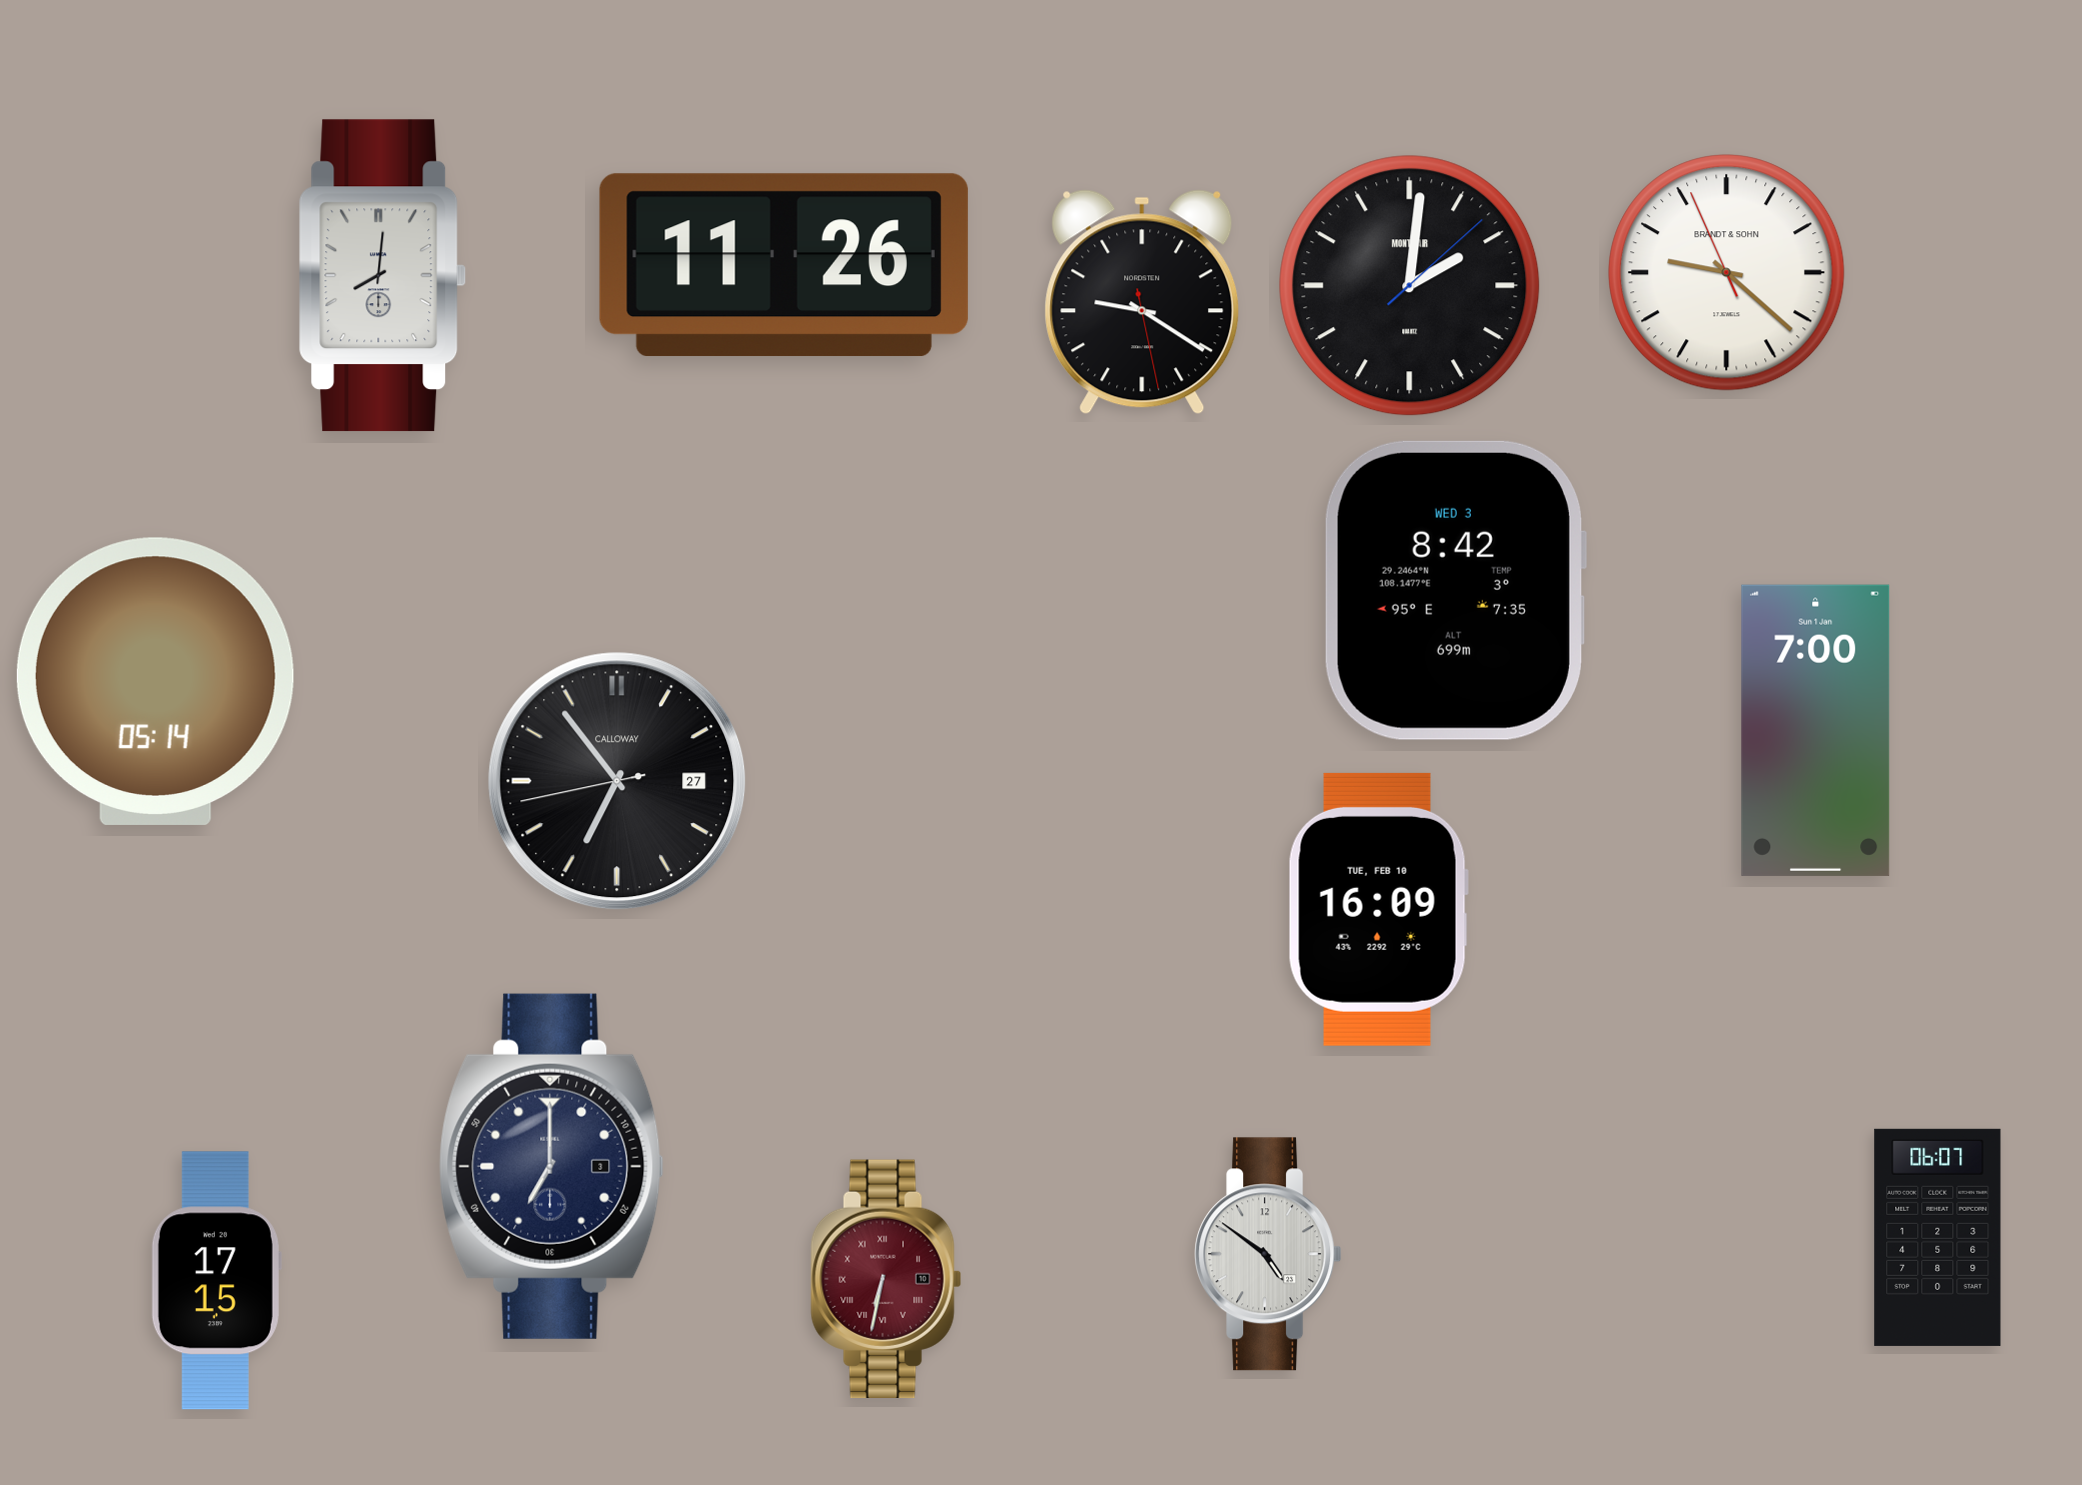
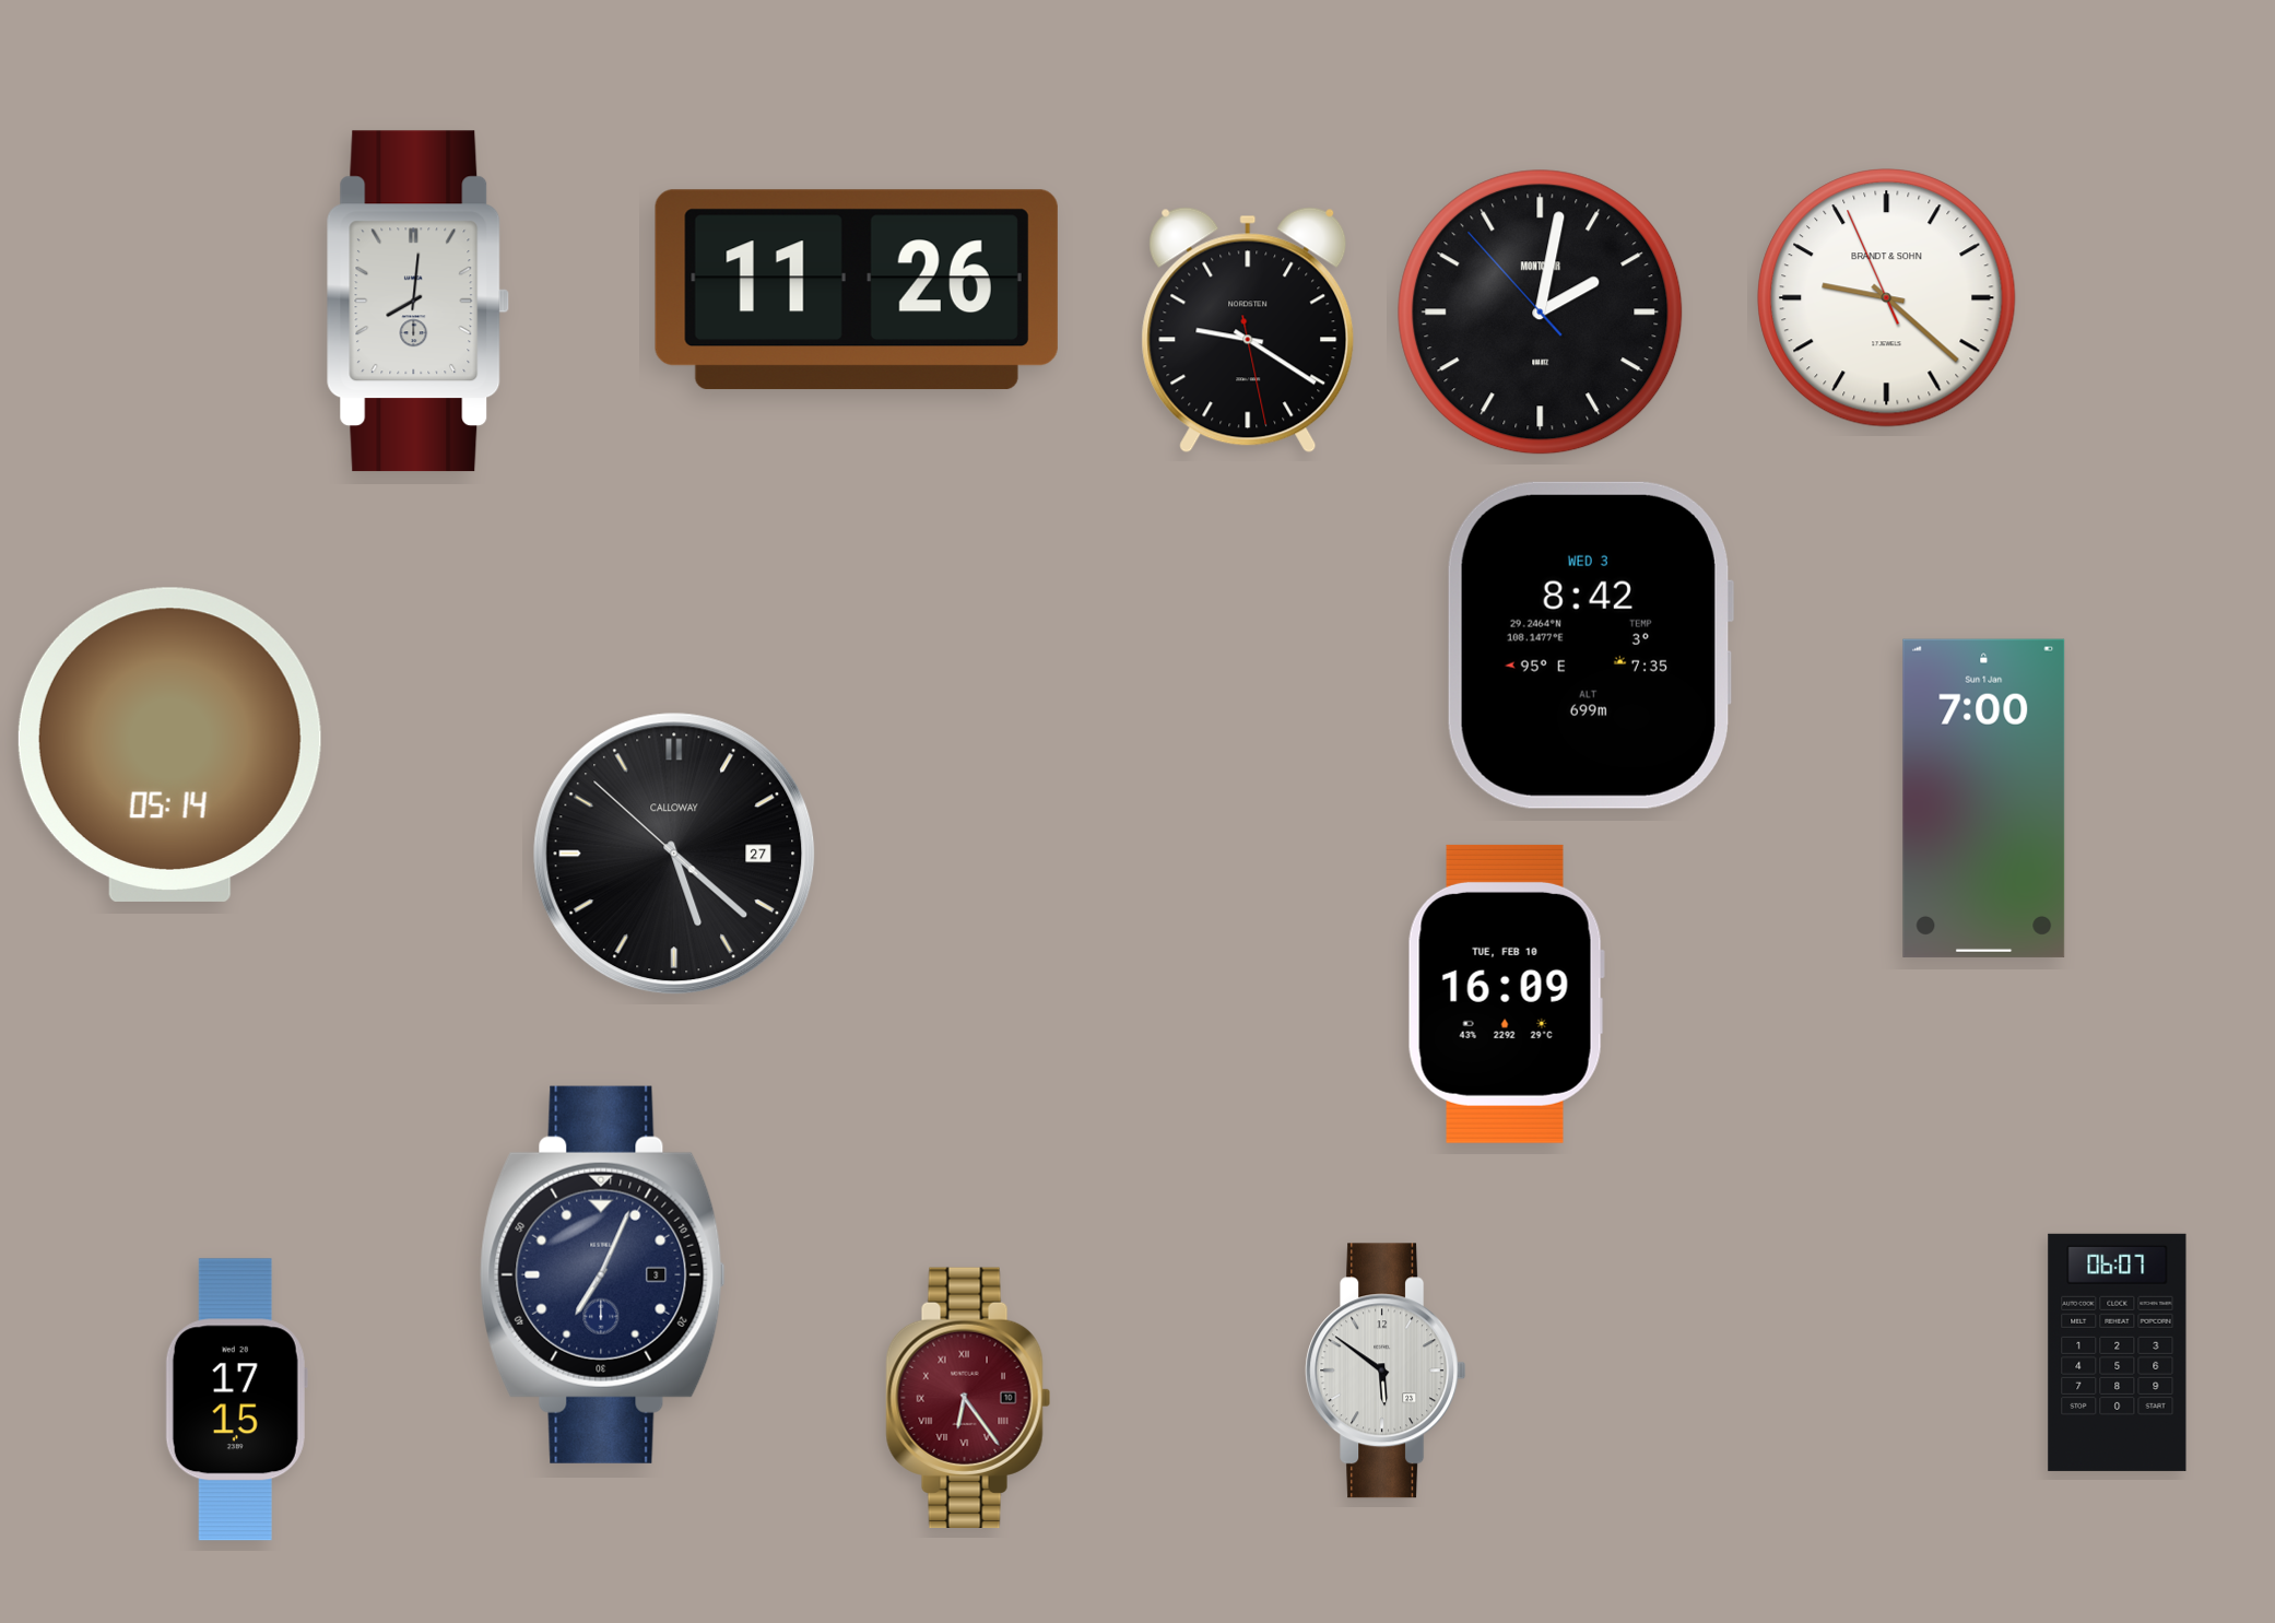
clock at (1410, 286): 2:01:08 -> 2:01:53
clock at (617, 781): 6:53 -> 5:21
clock at (551, 1166): 7:00 -> 7:04
clock at (1268, 1254): 4:51 -> 5:51
clock at (886, 1278): 6:32 -> 6:24
